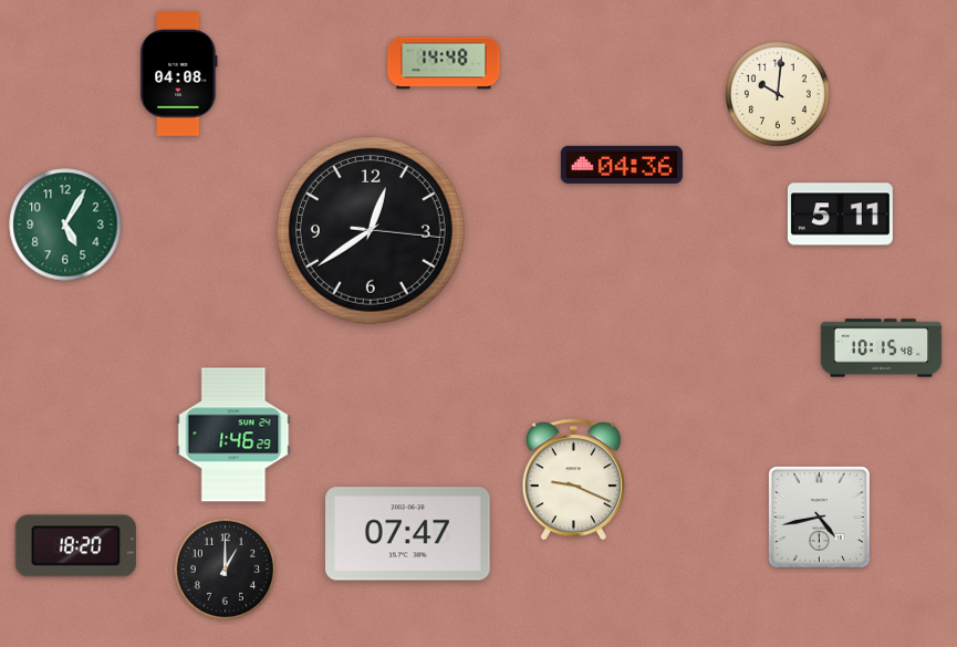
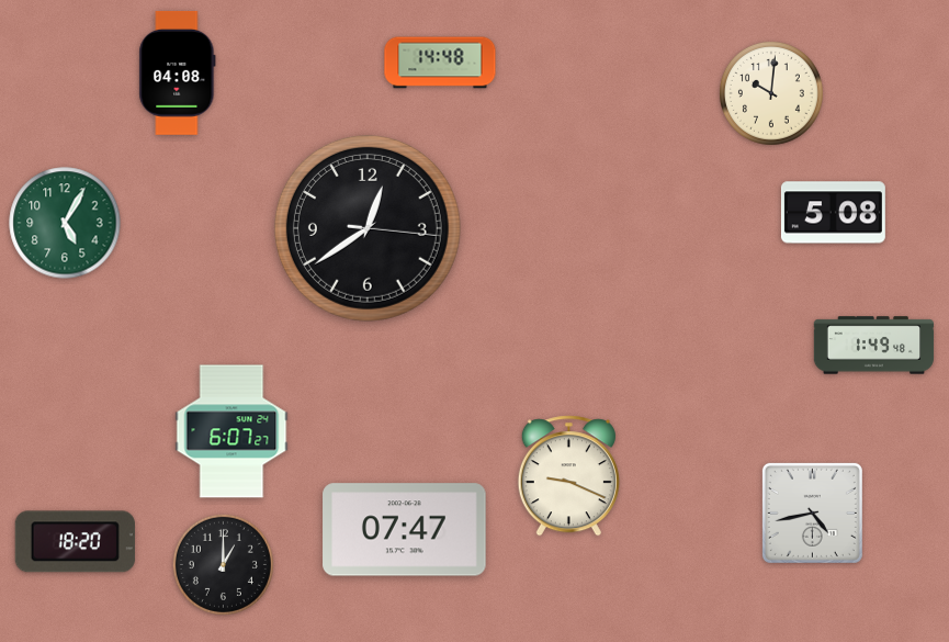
clock at (622, 165): 04:36 -> none
clock at (840, 215): 5:11 -> 5:08
clock at (882, 348): 10:15 -> 1:49
clock at (233, 435): 1:46 -> 6:07
